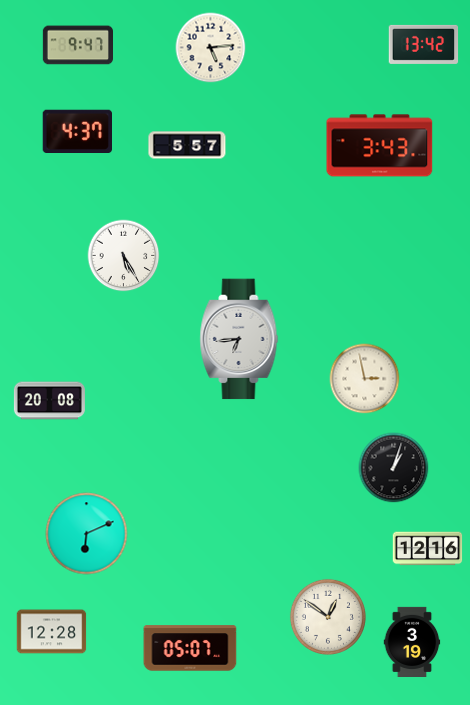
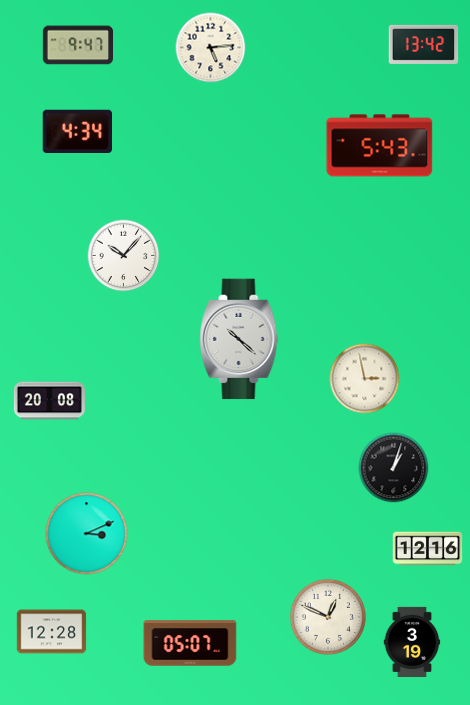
clock at (77, 131): 4:37 -> 4:34
clock at (187, 145): 5:57 -> none
clock at (380, 146): 3:43 -> 5:43
clock at (124, 256): 5:25 -> 10:07
clock at (239, 339): 6:44 -> 10:22
clock at (87, 534): 6:11 -> 3:11
clock at (328, 617): 12:51 -> 12:49
clock at (190, 648) position: (190, 648) -> (190, 643)
